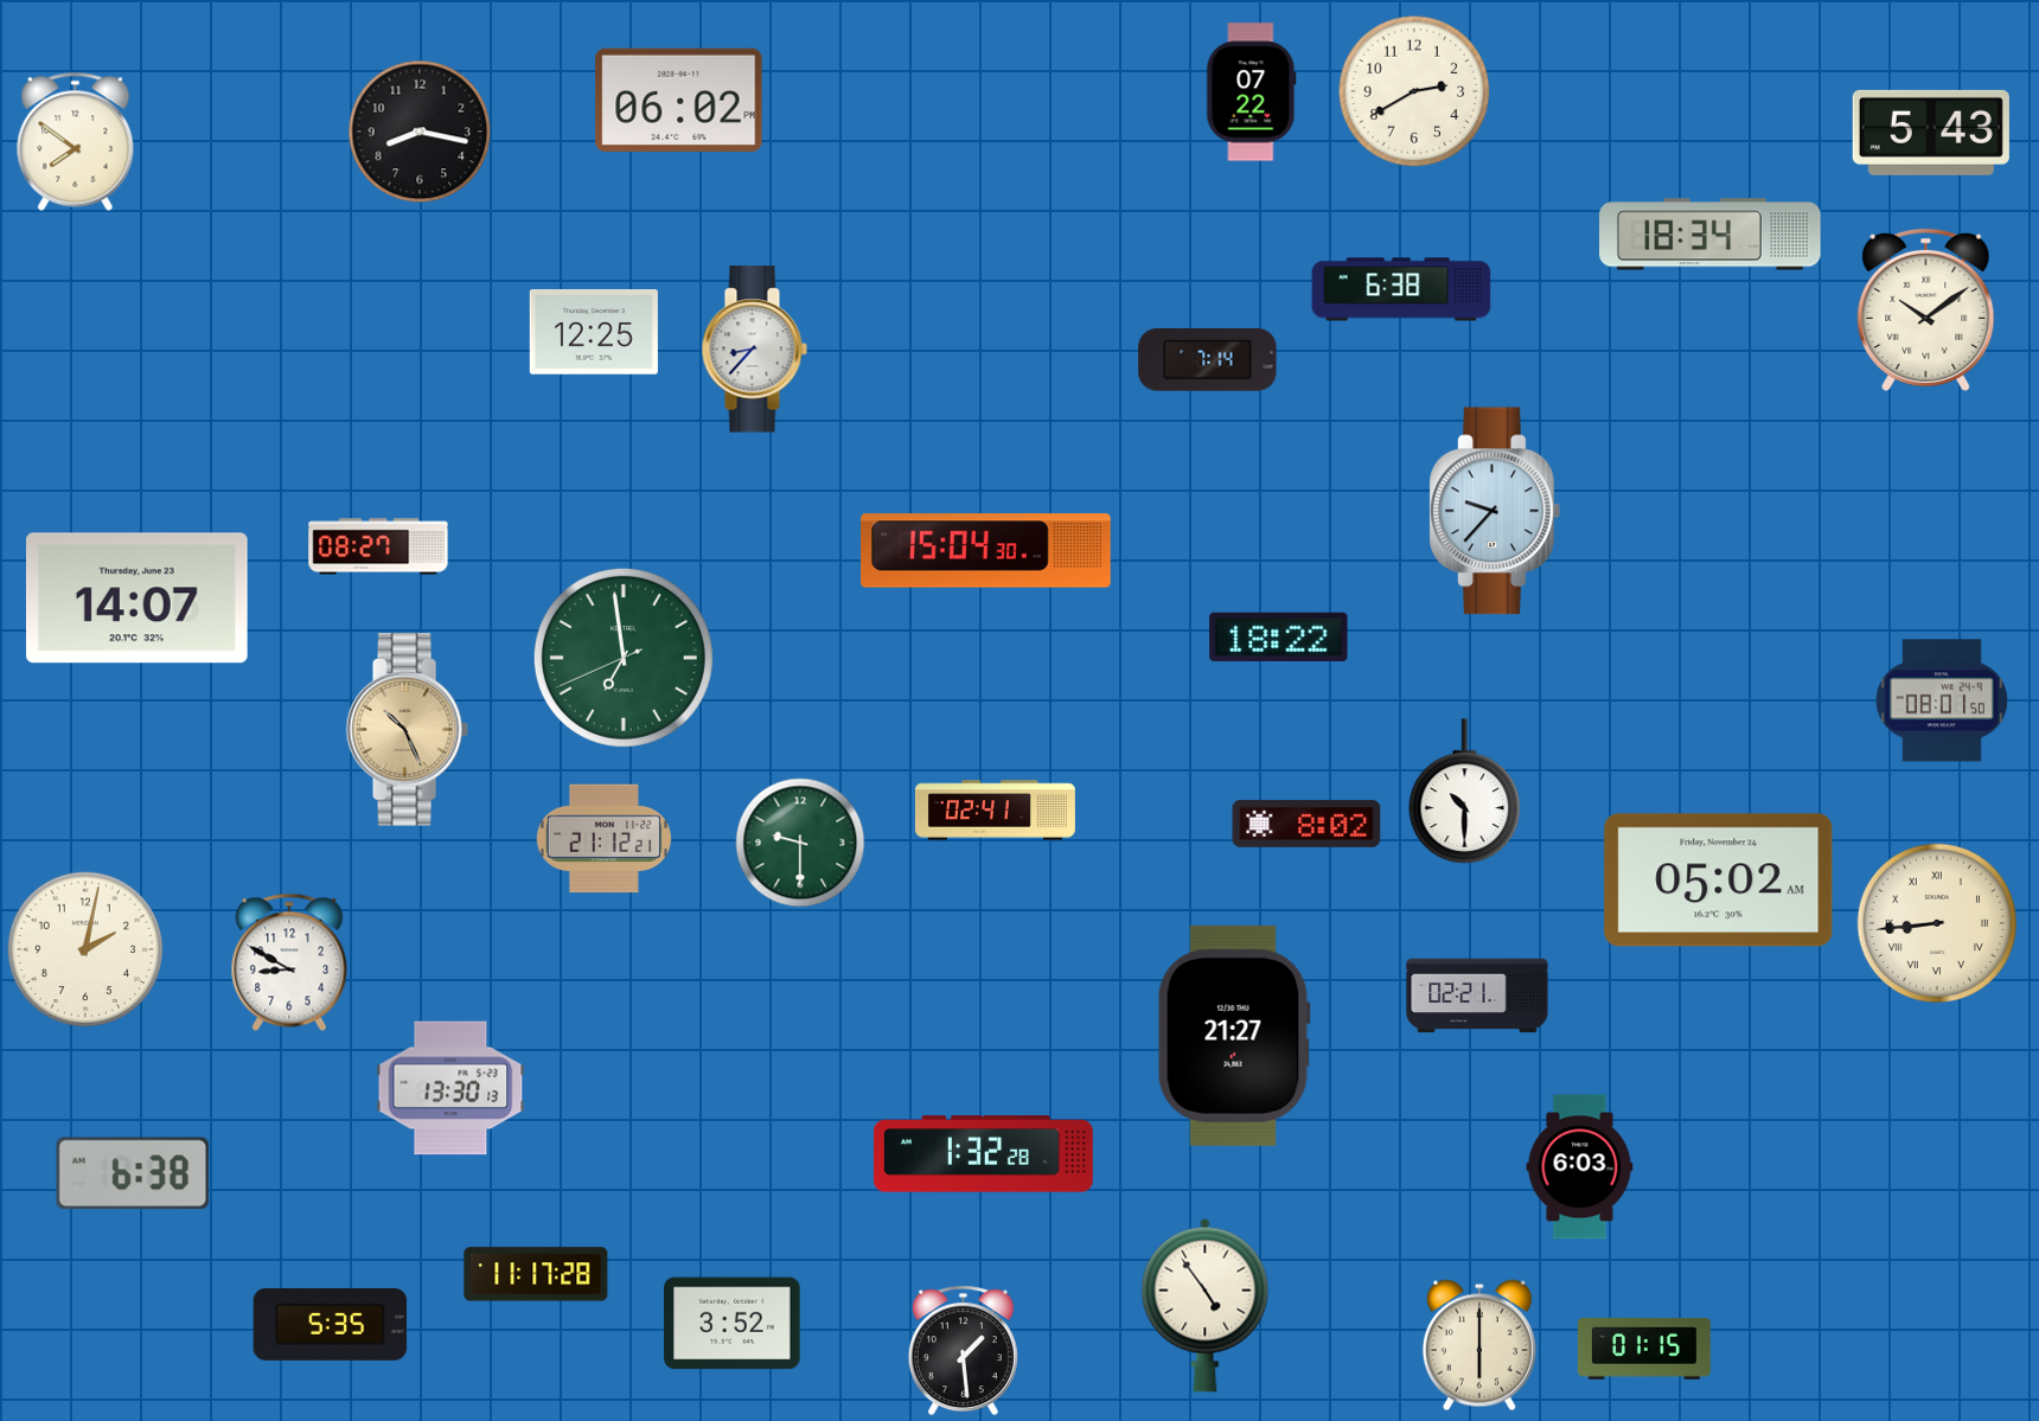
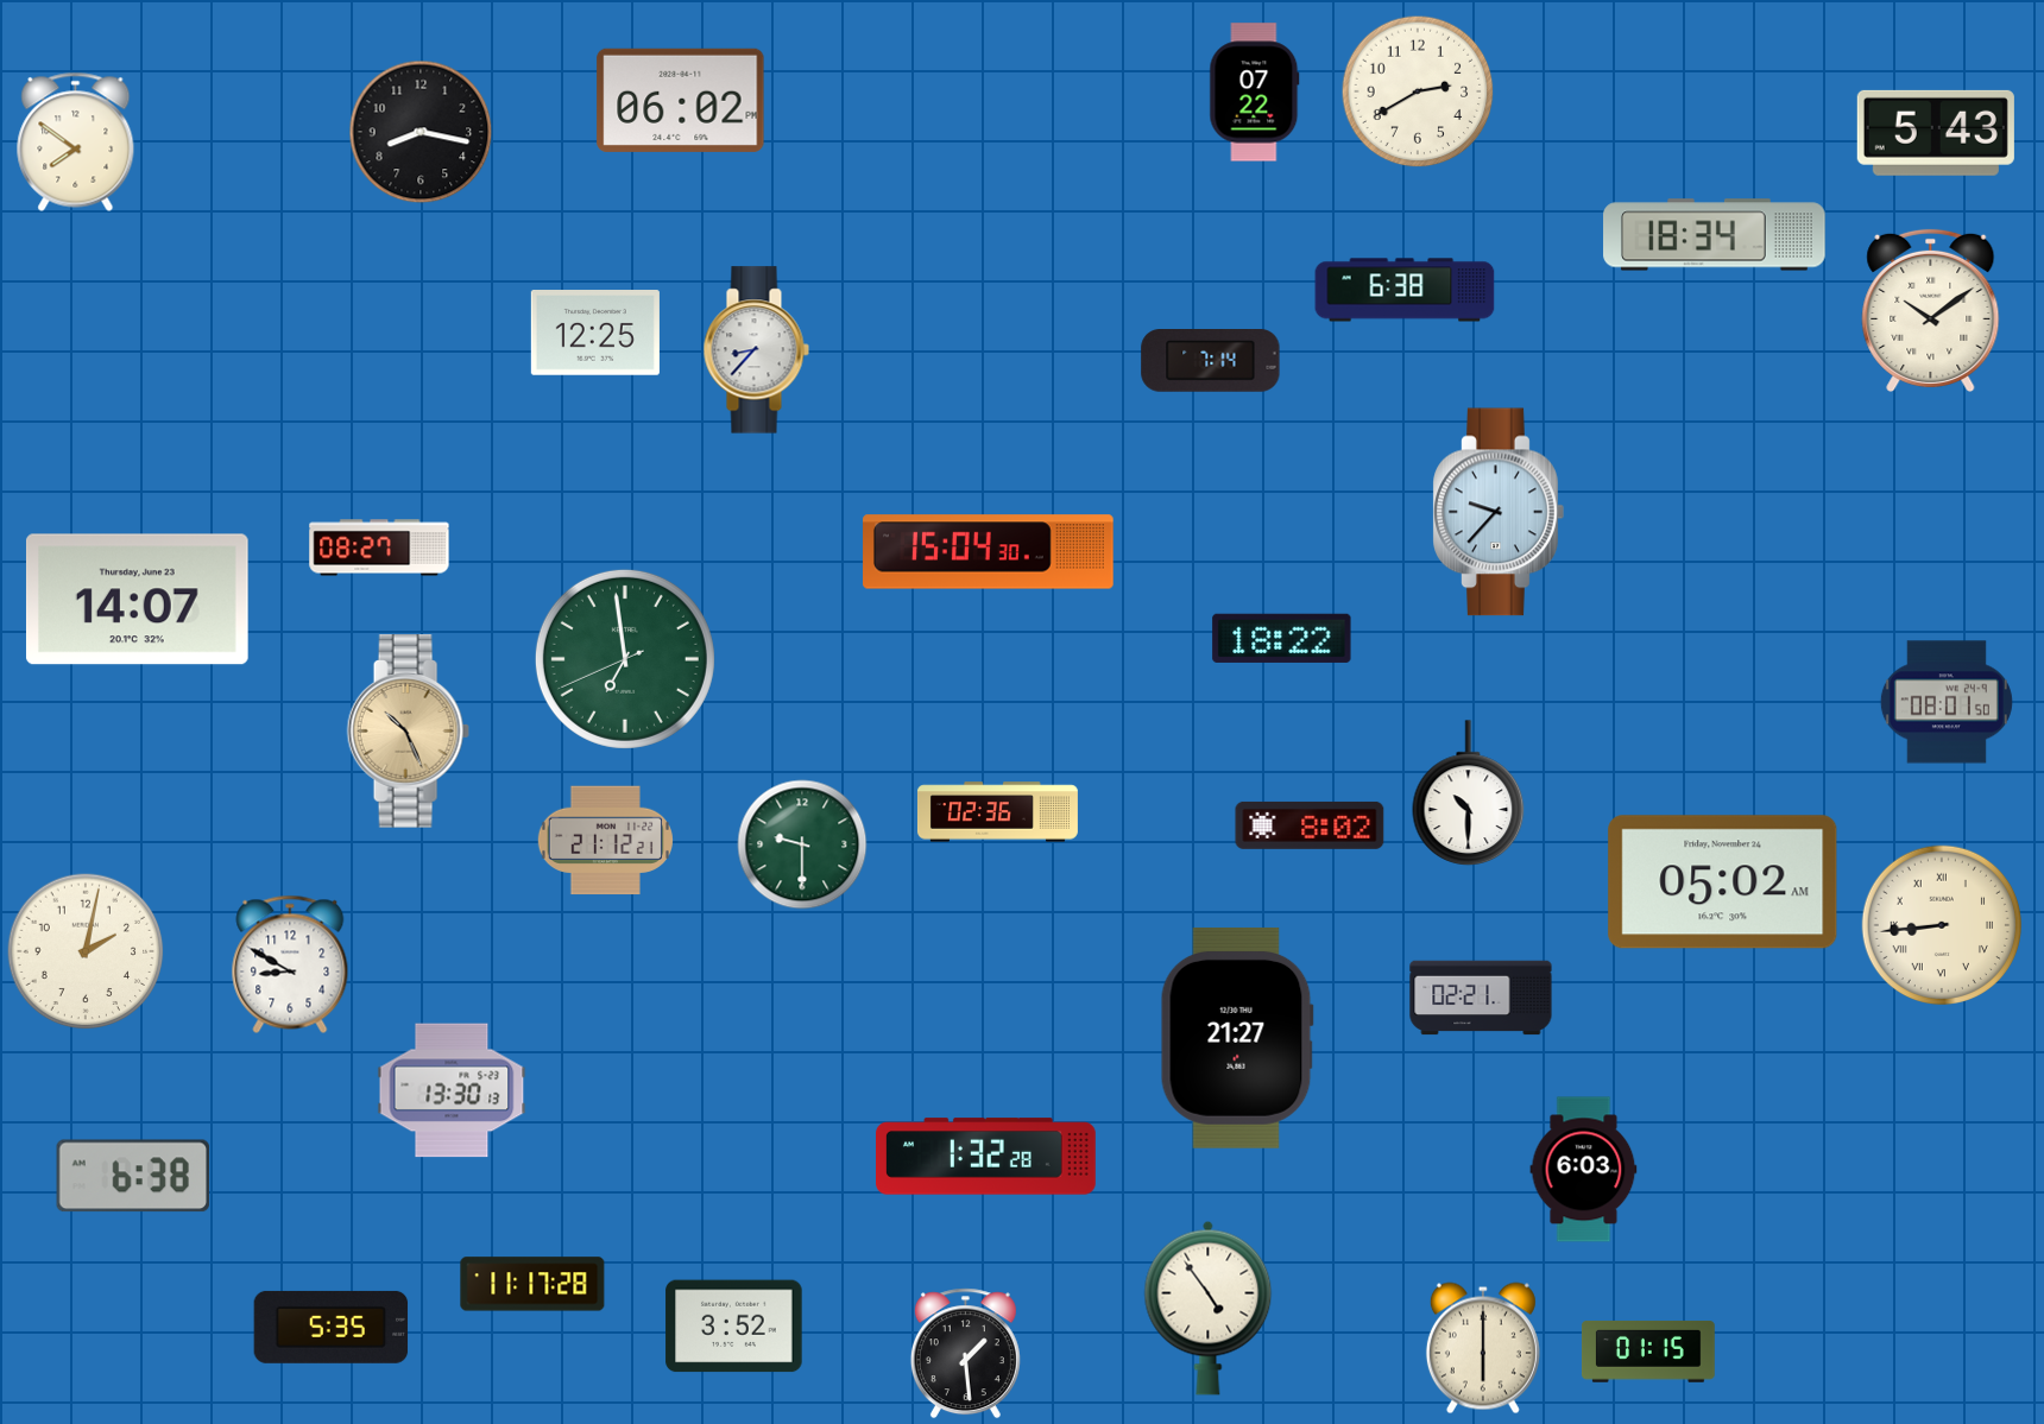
clock at (995, 811): 02:41 -> 02:36
clock at (536, 1274) position: (536, 1274) -> (532, 1284)
